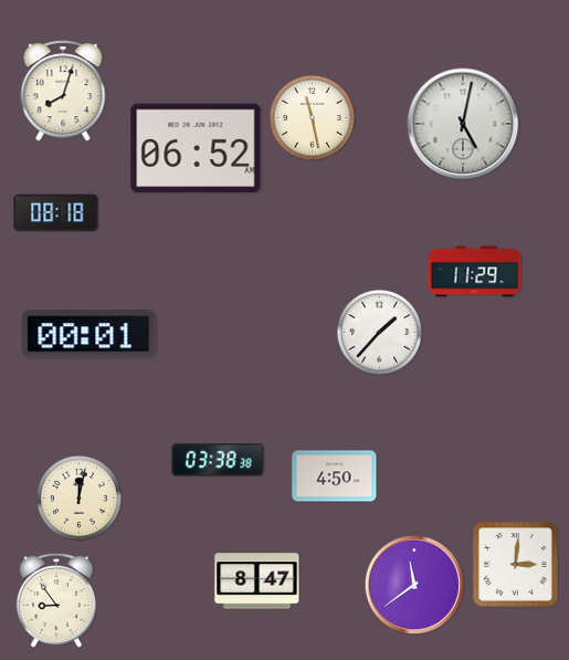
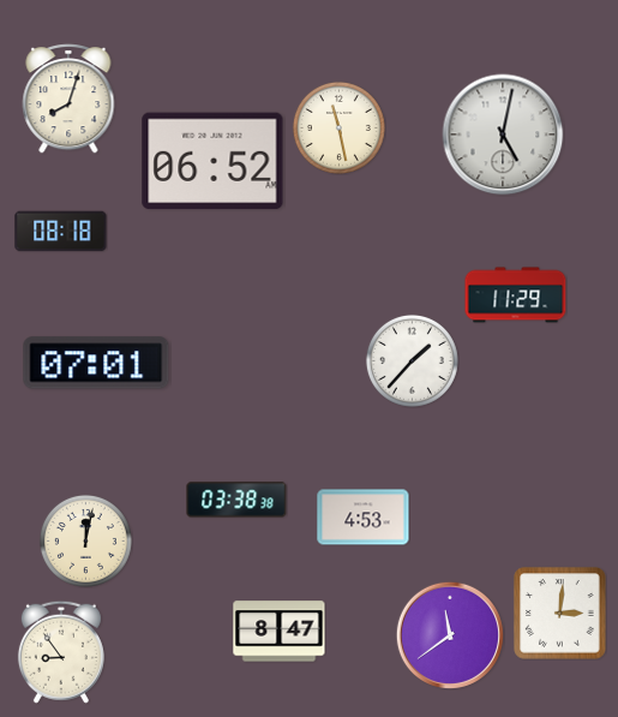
clock at (88, 334): 00:01 -> 07:01
clock at (335, 476): 4:50 -> 4:53
